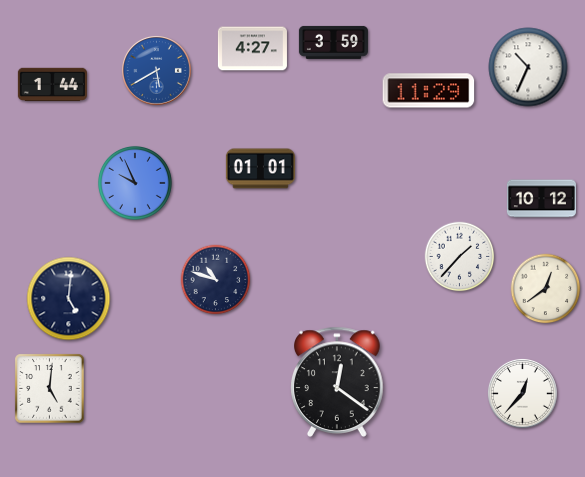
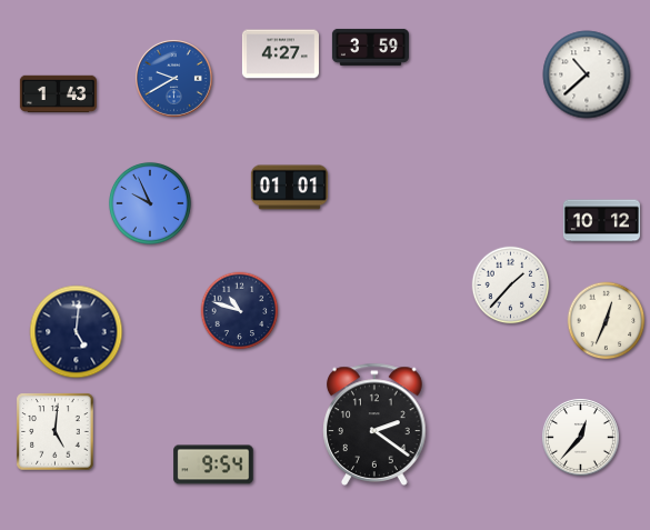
clock at (528, 67): 10:34 -> 10:38
clock at (156, 70): 5:40 -> 9:40
clock at (52, 85): 1:44 -> 1:43
clock at (429, 91): 11:29 -> none
clock at (546, 289): 12:39 -> 12:34
clock at (338, 382): 12:21 -> 2:21
clock at (213, 464): none -> 9:54
